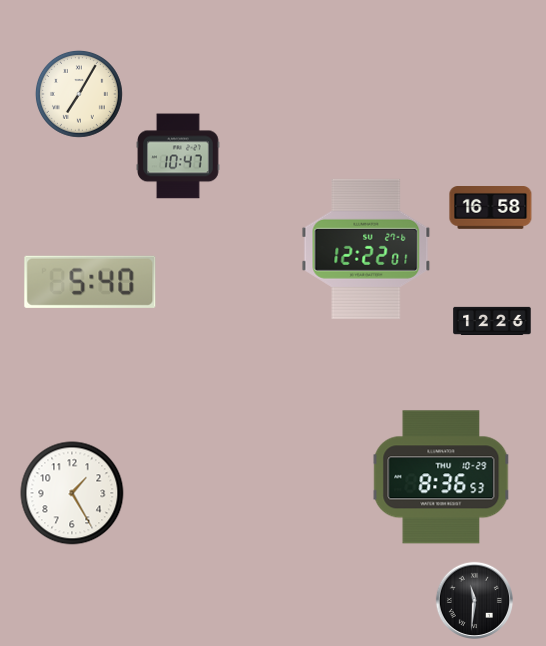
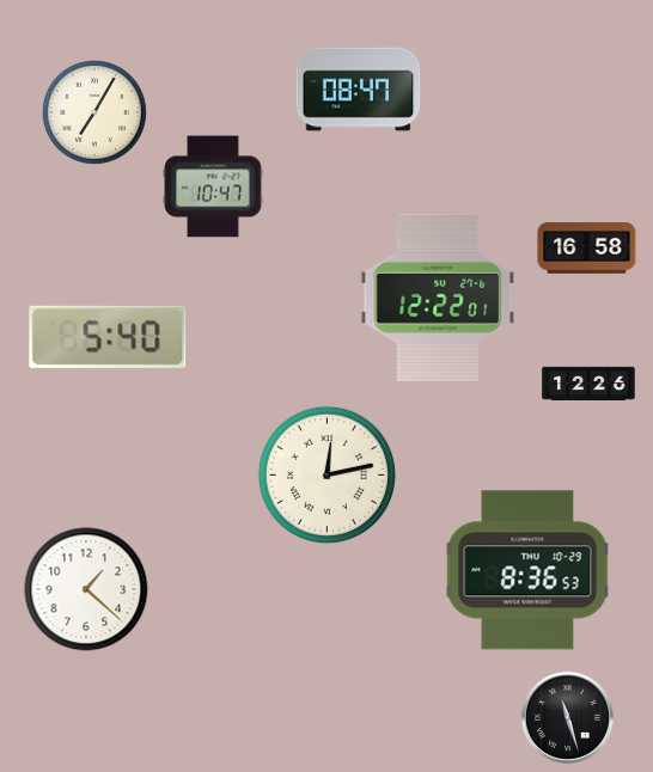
clock at (359, 90): none -> 08:47
clock at (326, 474): none -> 12:13
clock at (72, 493): 1:25 -> 1:22
clock at (474, 600): 11:31 -> 11:27
